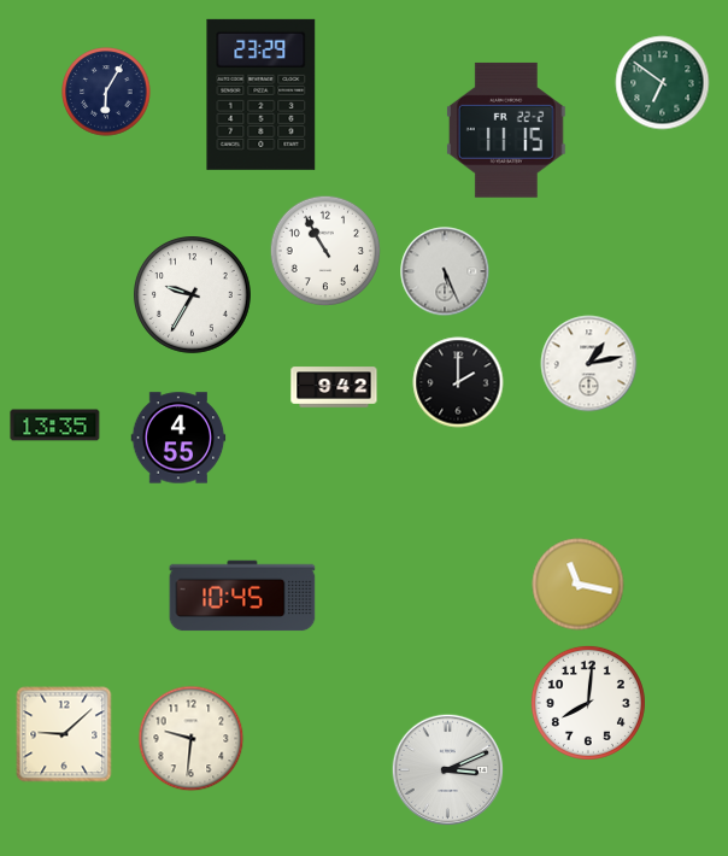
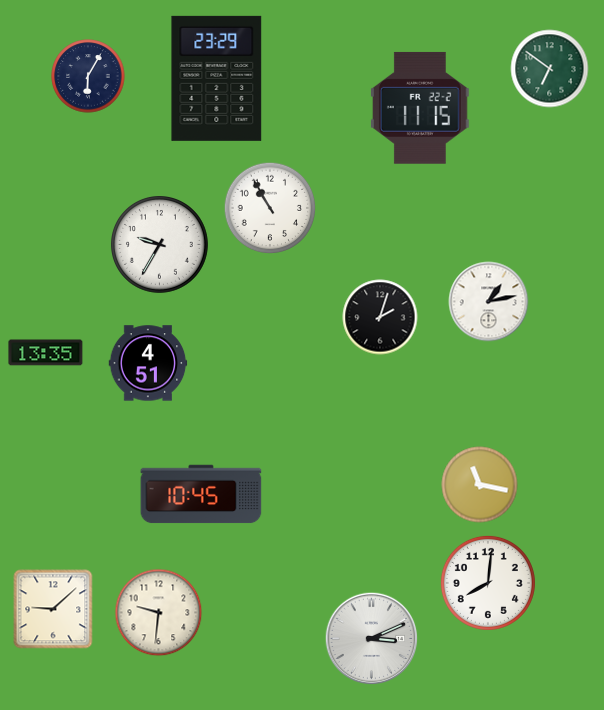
clock at (445, 271): 5:26 -> none
clock at (458, 382): 2:00 -> 2:03
clock at (334, 387): 9:42 -> none
clock at (178, 438): 4:55 -> 4:51
